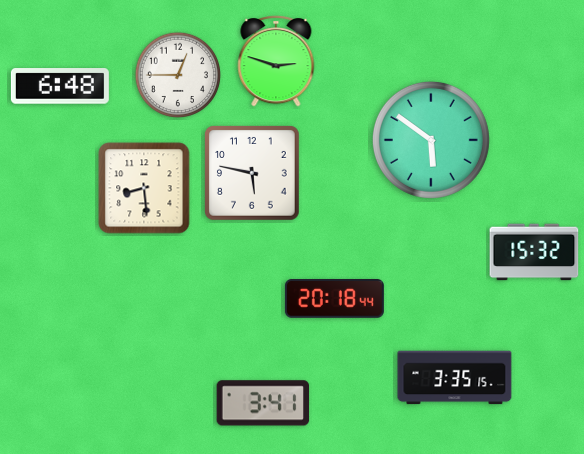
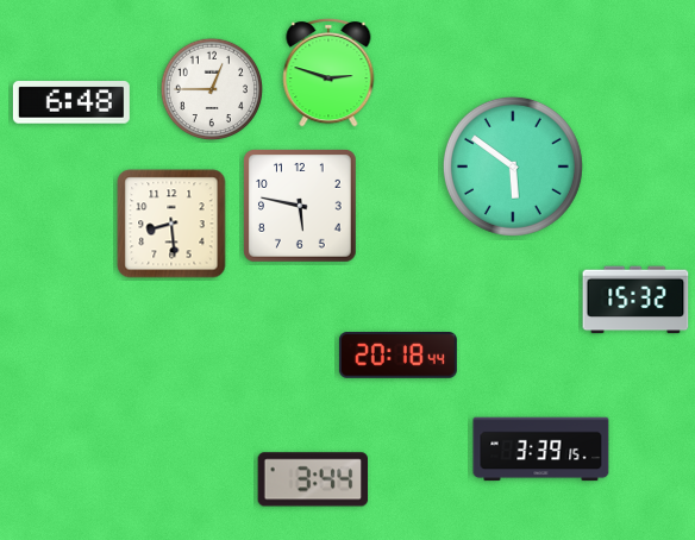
clock at (455, 378): 3:35 -> 3:39
clock at (263, 403): 3:41 -> 3:44
